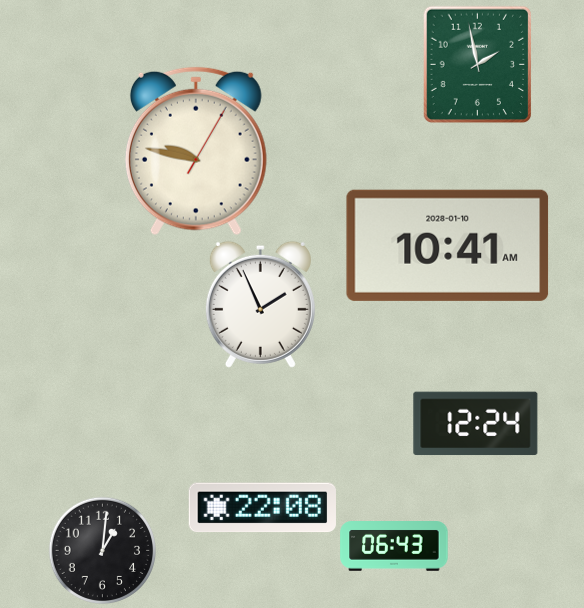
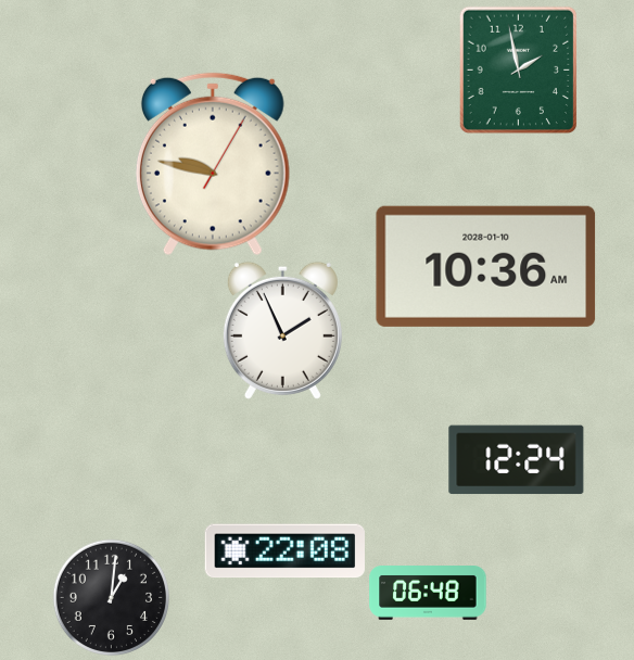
clock at (448, 245): 10:41 -> 10:36
clock at (394, 547): 06:43 -> 06:48
